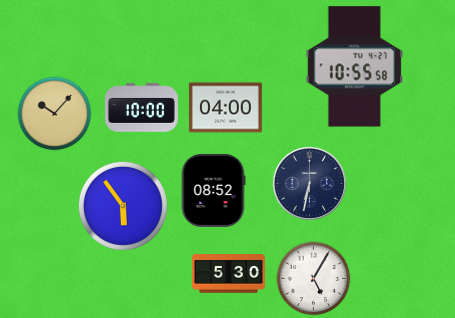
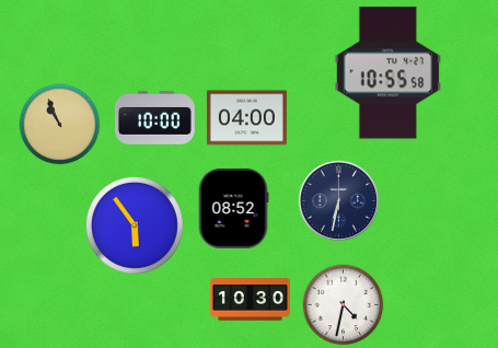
clock at (55, 114): 10:07 -> 10:56
clock at (228, 274): 5:30 -> 10:30
clock at (314, 279): 5:05 -> 4:32
